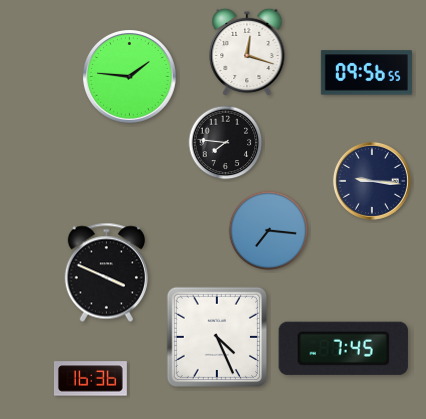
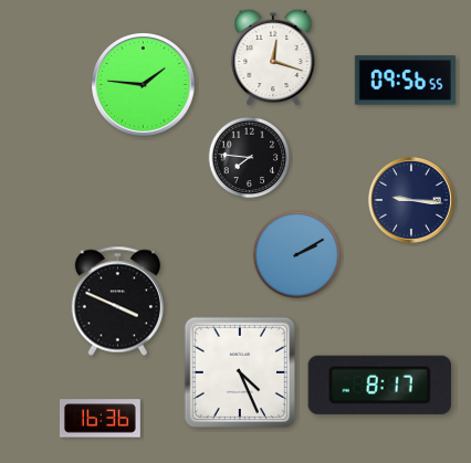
clock at (269, 231): 7:16 -> 2:10
clock at (343, 348): 7:45 -> 8:17
